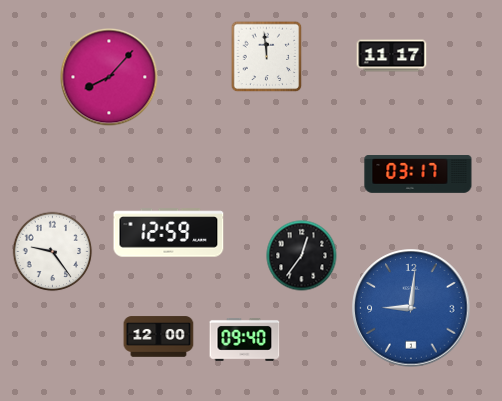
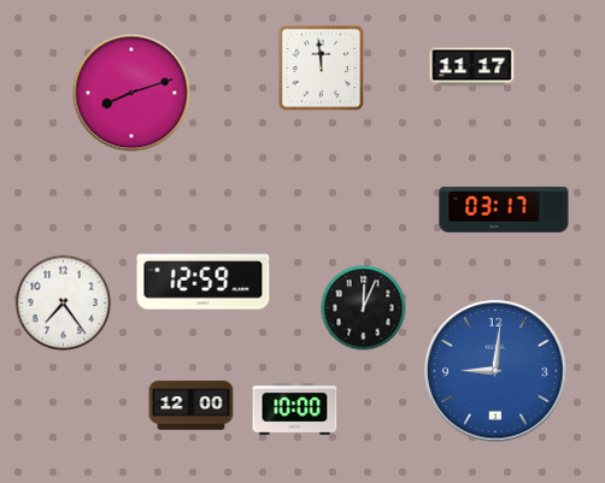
clock at (109, 77): 8:07 -> 8:12
clock at (53, 252): 9:24 -> 7:24
clock at (302, 256): 12:36 -> 12:04
clock at (245, 340): 09:40 -> 10:00
